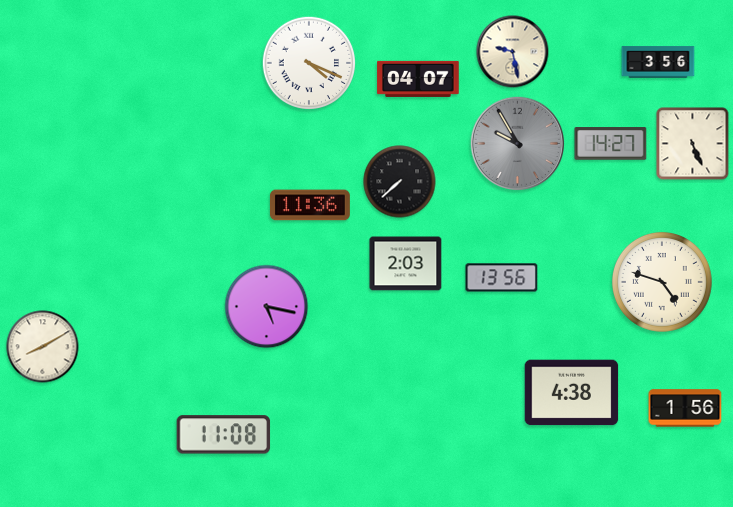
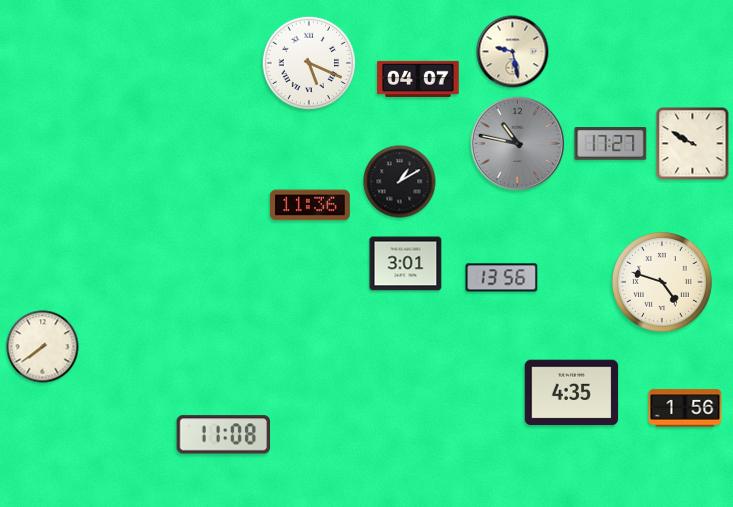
clock at (308, 62): 4:19 -> 5:19
clock at (658, 62): 3:56 -> none
clock at (518, 144): 9:55 -> 10:47
clock at (611, 144): 14:27 -> 17:27
clock at (693, 144): 5:26 -> 9:50
clock at (400, 182): 7:38 -> 1:10
clock at (406, 264): 2:03 -> 3:01
clock at (267, 307): 5:17 -> none
clock at (43, 347): 8:10 -> 7:39
clock at (572, 393): 4:38 -> 4:35
